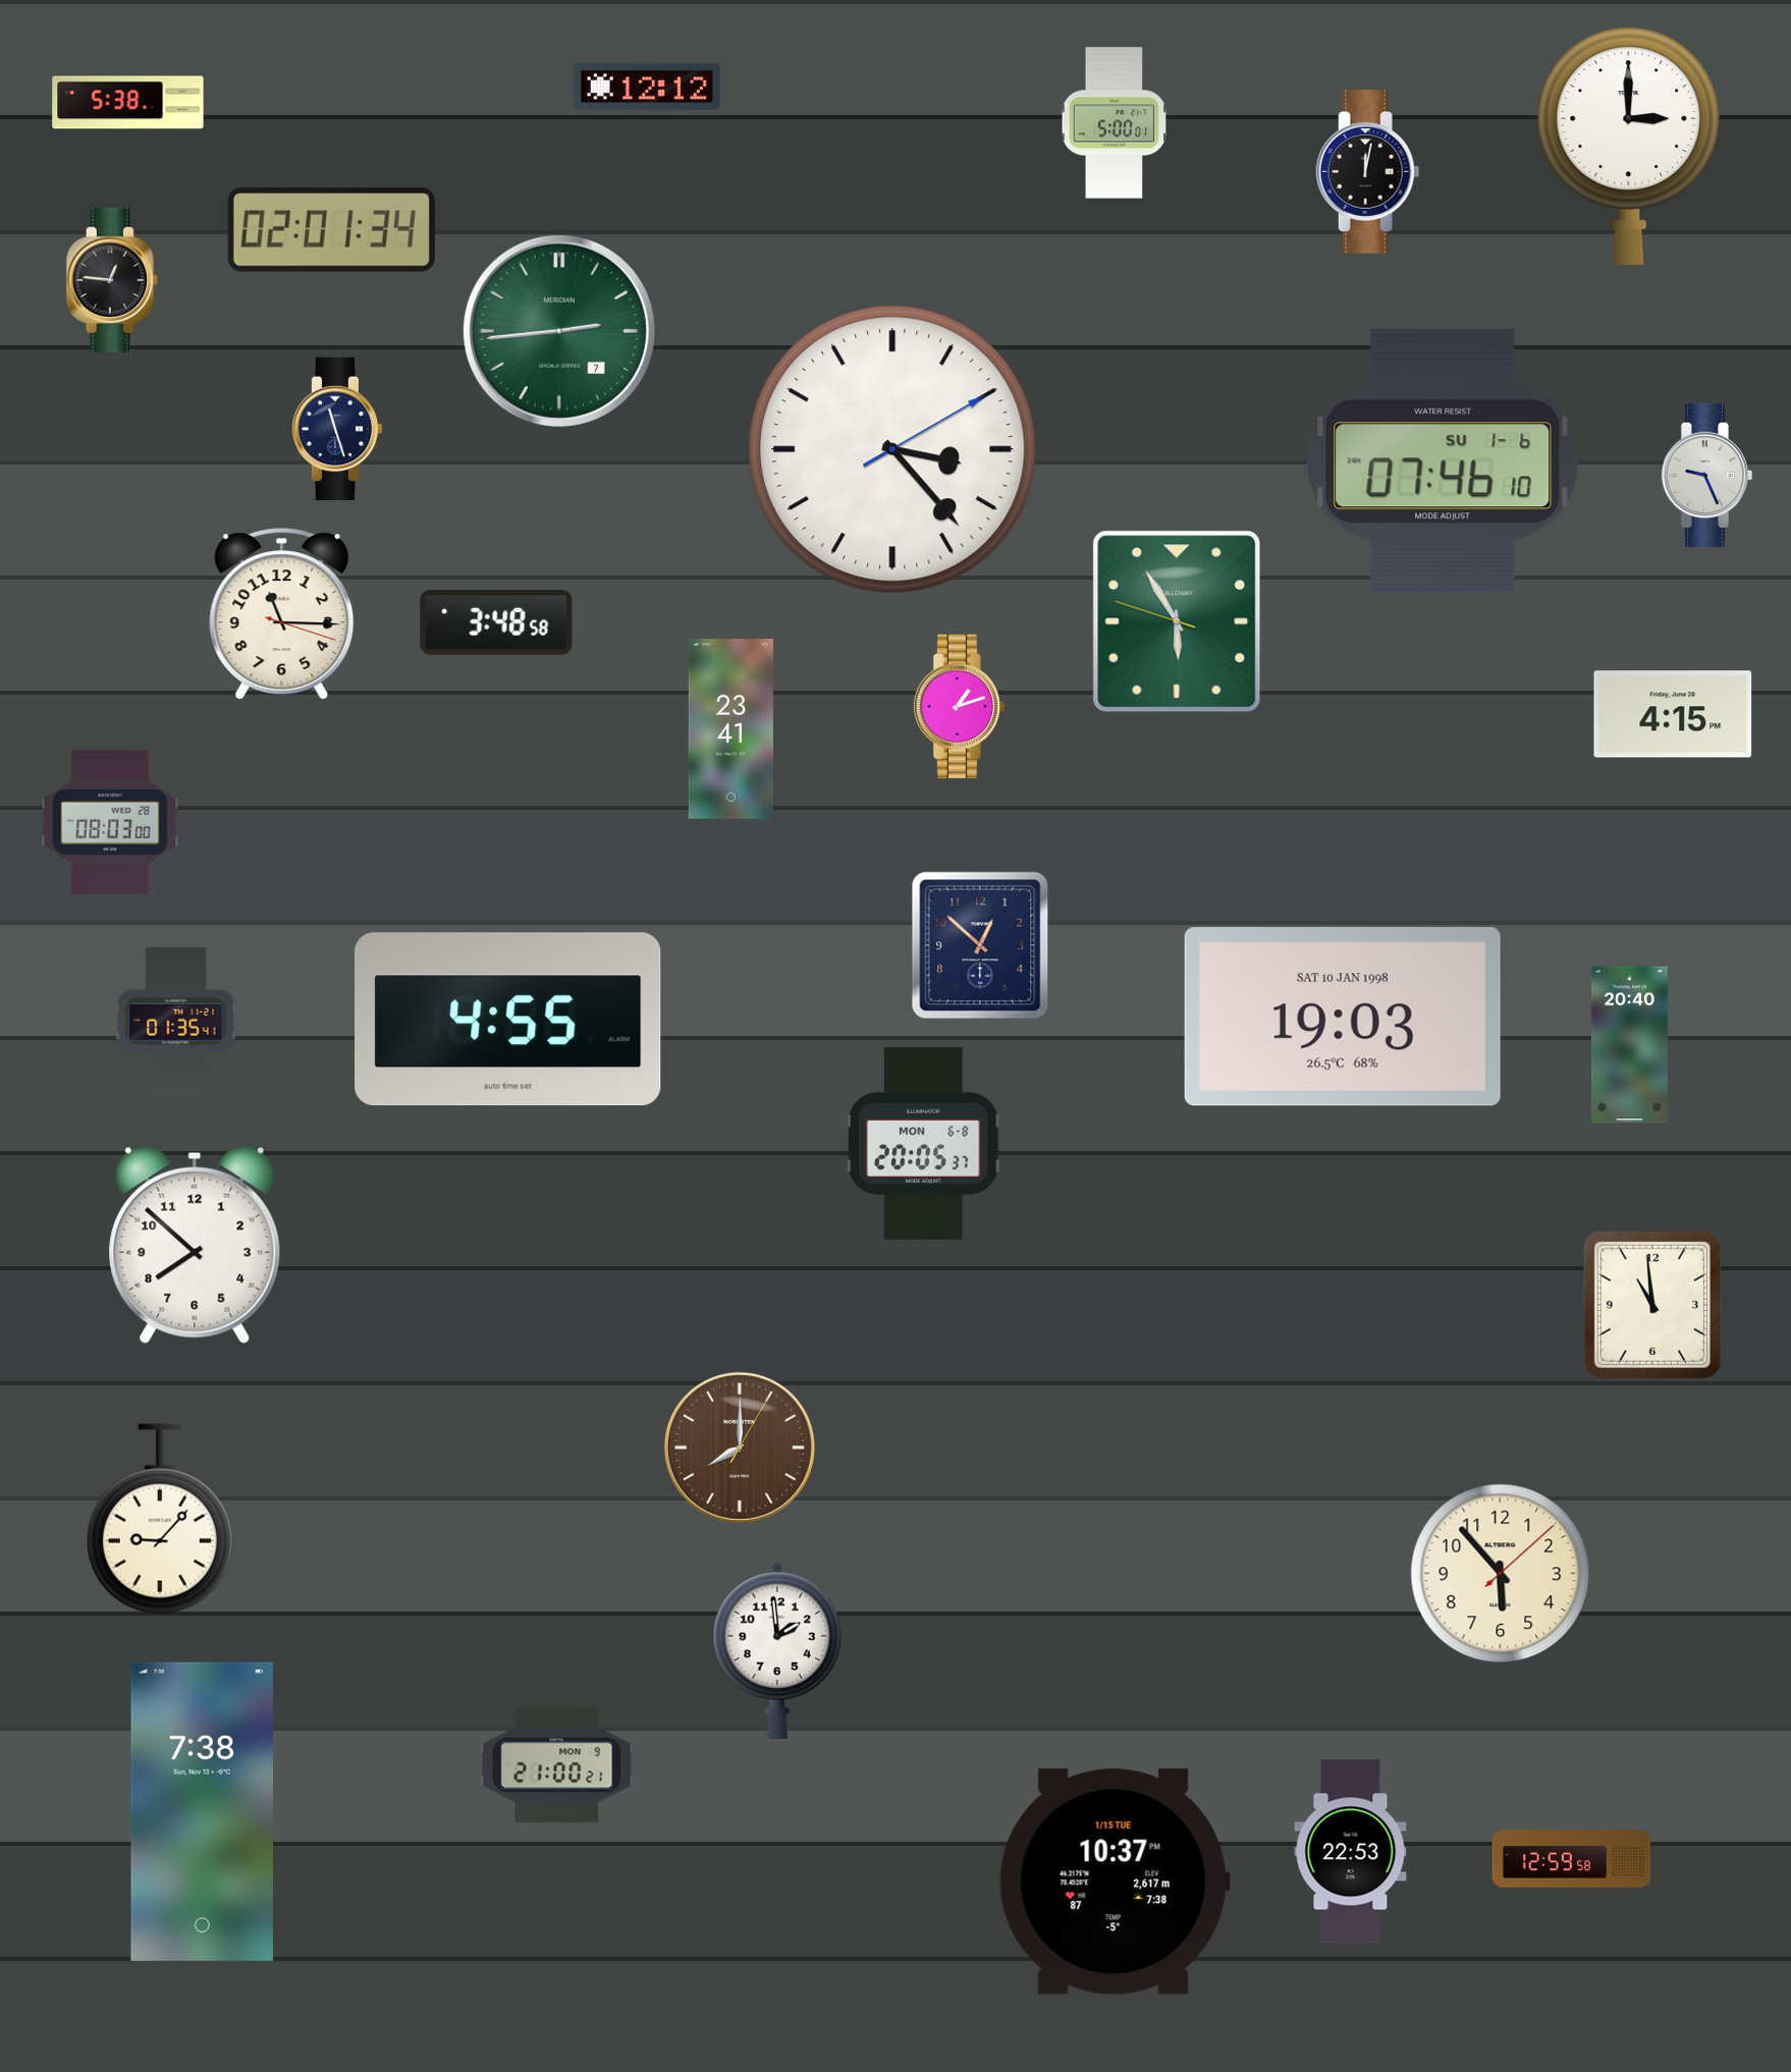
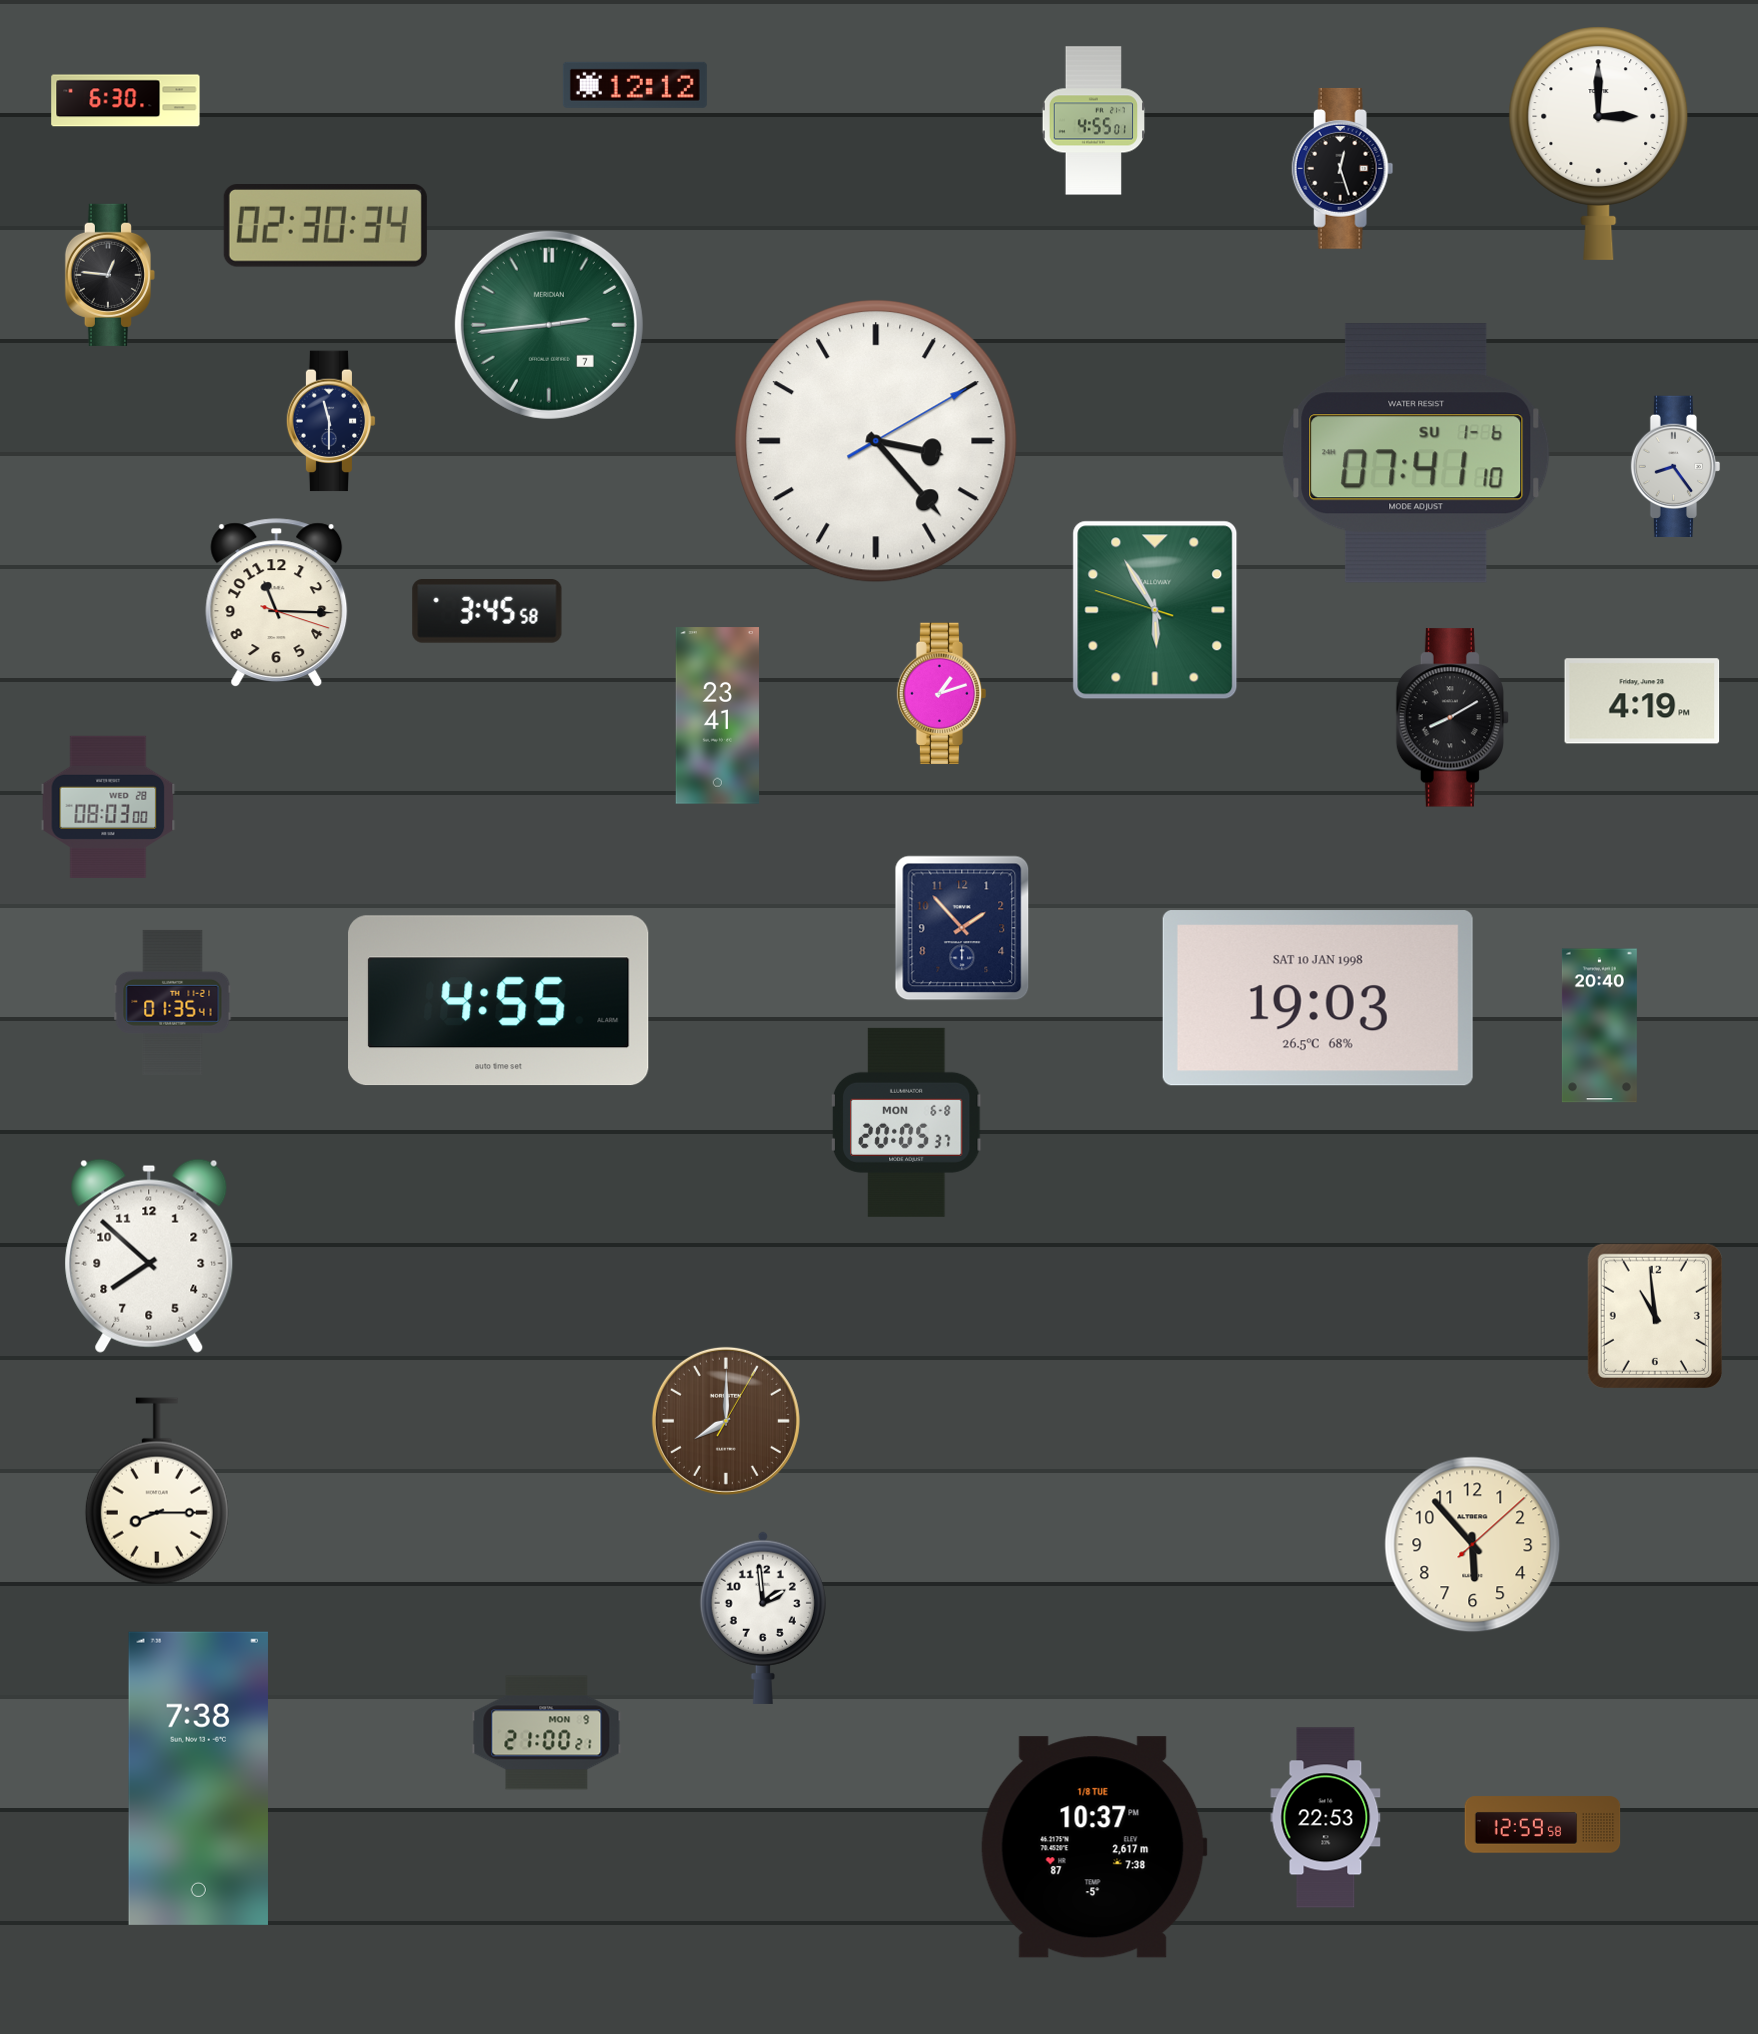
clock at (128, 103): 5:38 -> 6:30
clock at (1115, 123): 5:00 -> 4:55
clock at (1368, 171): 12:02 -> 12:27
clock at (331, 230): 02:01 -> 02:30
clock at (337, 429): 11:27 -> 11:30
clock at (1443, 461): 07:46 -> 07:41
clock at (1707, 475): 9:26 -> 8:24
clock at (496, 622): 3:48 -> 3:45
clock at (1673, 714): 4:15 -> 4:19
clock at (1453, 718): none -> 8:10
clock at (980, 945): 12:52 -> 1:53
clock at (195, 1245) position: (195, 1245) -> (149, 1256)
clock at (1652, 1305) position: (1652, 1305) -> (1655, 1316)
clock at (160, 1519): 9:07 -> 8:15
clock at (777, 1651) position: (777, 1651) -> (763, 1618)
clock at (1115, 1882) date: 1/15 TUE -> 1/8 TUE
